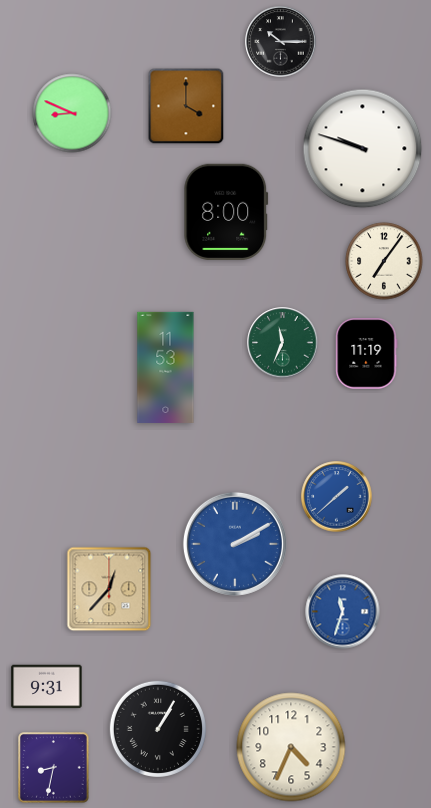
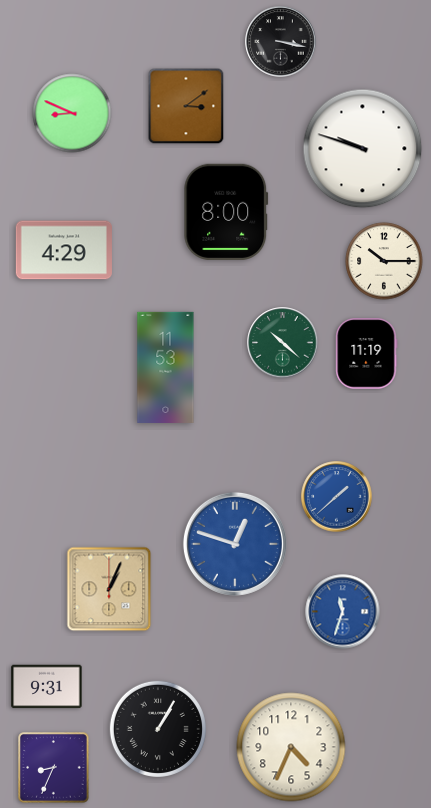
clock at (281, 42): 10:15 -> 3:17
clock at (186, 106): 4:00 -> 3:09
clock at (64, 250): none -> 4:29
clock at (384, 261): 7:06 -> 10:15
clock at (283, 343): 11:34 -> 10:22
clock at (235, 544): 2:10 -> 12:48
clock at (109, 589): 12:37 -> 1:04
clock at (54, 768): 8:32 -> 8:34
